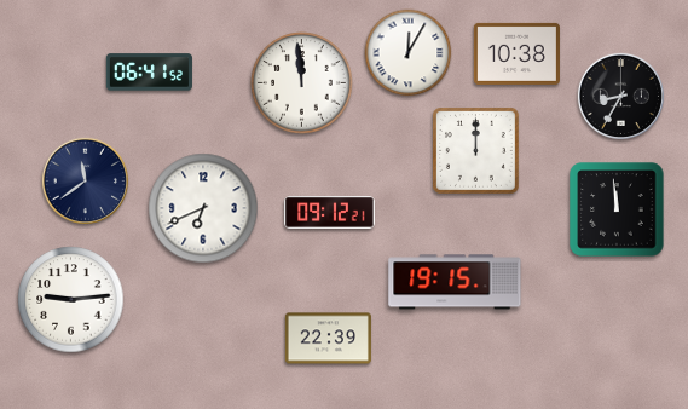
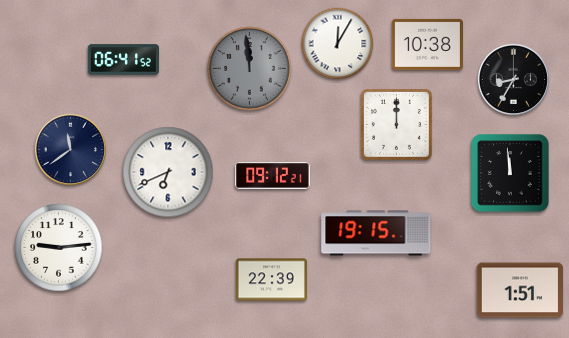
clock at (302, 83) dial: white -> grey
clock at (476, 151) position: (476, 151) -> (397, 125)
clock at (519, 290): none -> 1:51
